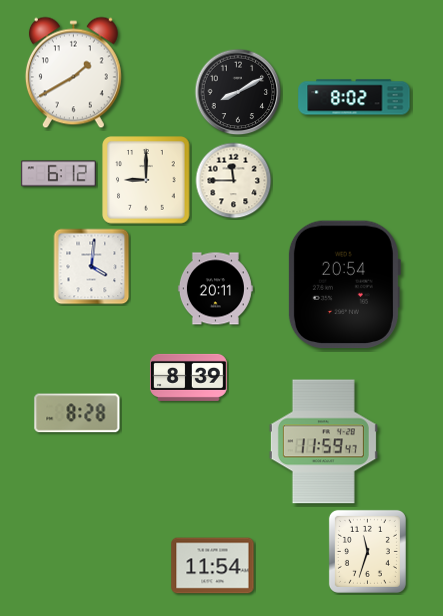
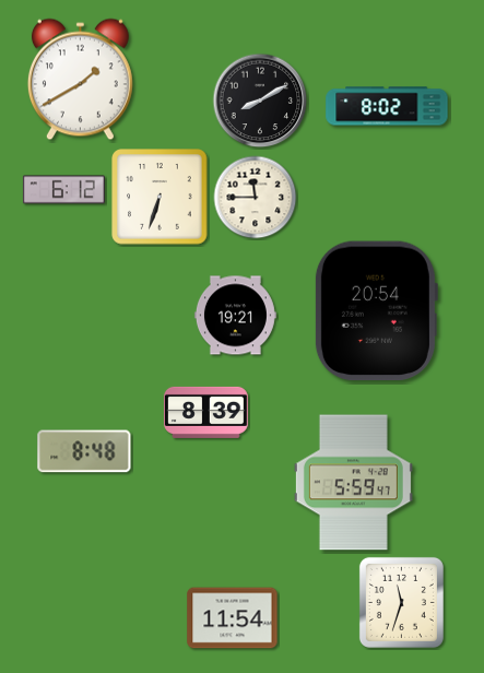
clock at (146, 180): 9:00 -> 6:33
clock at (92, 267): 4:01 -> none
clock at (215, 289): 20:11 -> 19:21
clock at (77, 413): 8:28 -> 8:48
clock at (323, 442): 11:59 -> 5:59
